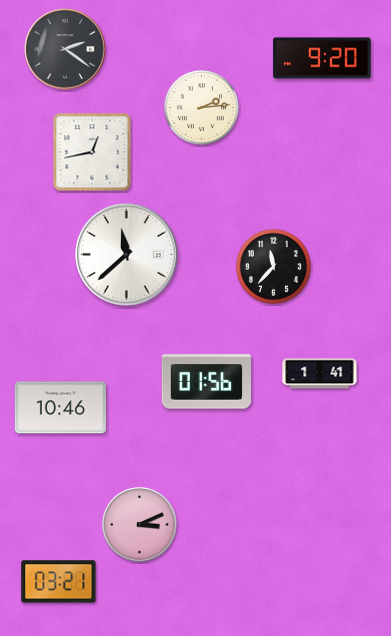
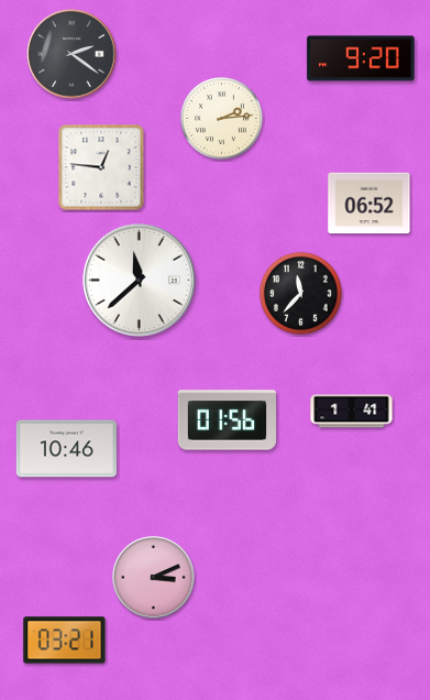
clock at (322, 58) position: (322, 58) -> (361, 58)
clock at (92, 152): 12:43 -> 12:46
clock at (370, 204): none -> 06:52
